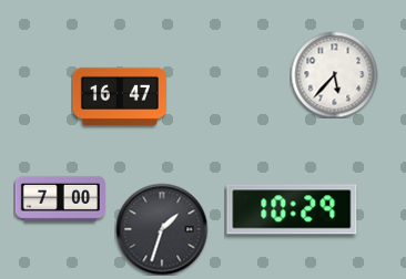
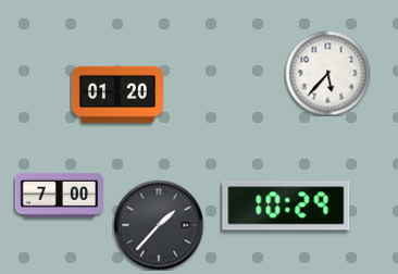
clock at (120, 96): 16:47 -> 01:20
clock at (162, 229): 1:33 -> 1:37
